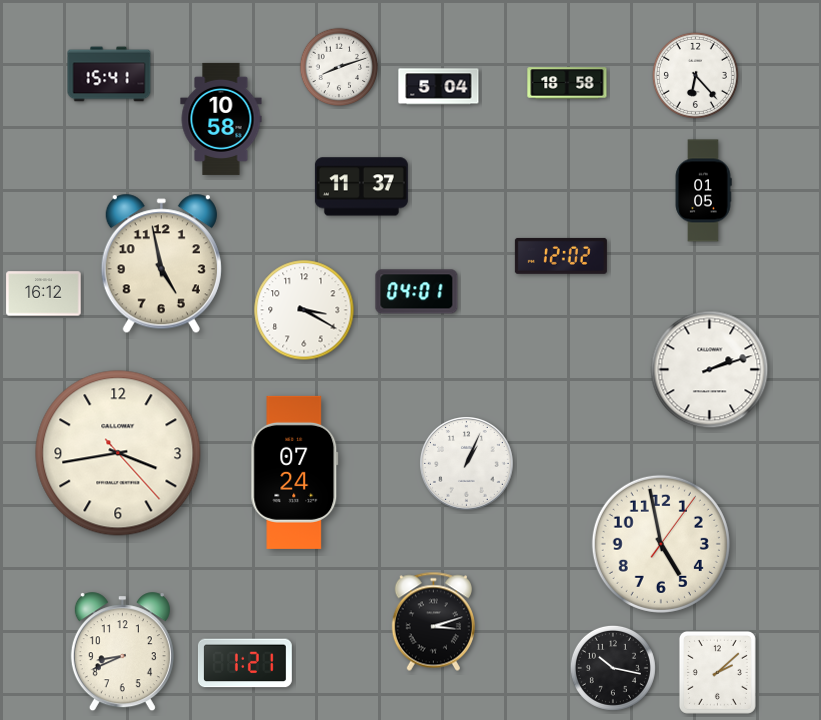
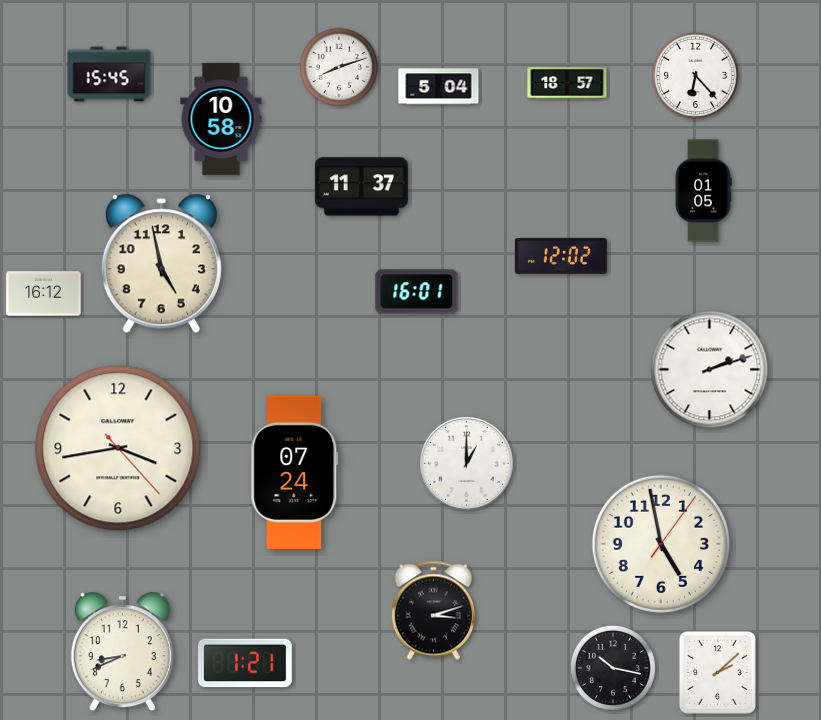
clock at (109, 74): 15:41 -> 15:45
clock at (567, 83): 18:58 -> 18:57
clock at (417, 292): 04:01 -> 16:01
clock at (304, 310): 3:20 -> none
clock at (118, 453) position: (118, 453) -> (118, 448)
clock at (467, 464): 1:04 -> 1:00
clock at (433, 622) position: (433, 622) -> (433, 611)
